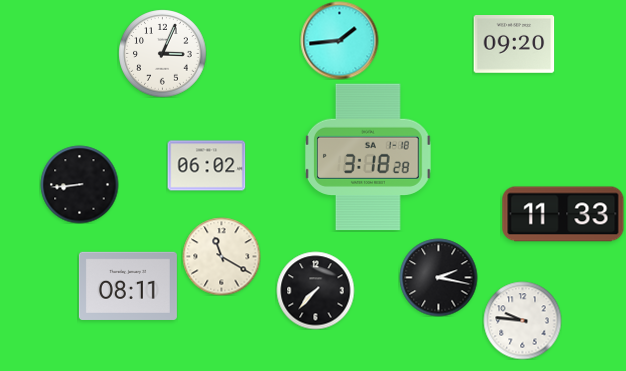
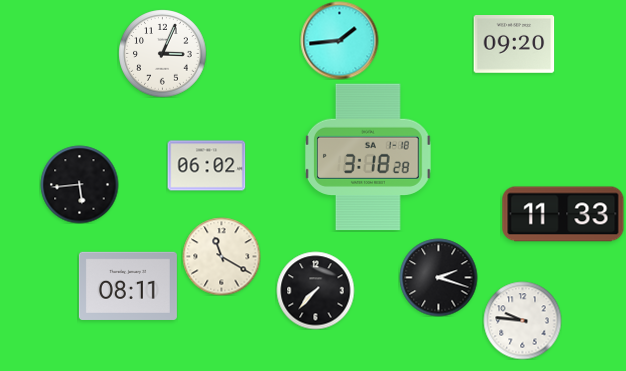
clock at (79, 184): 8:44 -> 5:44
clock at (438, 277): 2:17 -> 2:18
